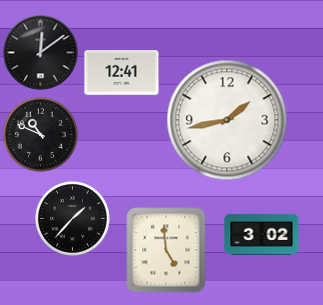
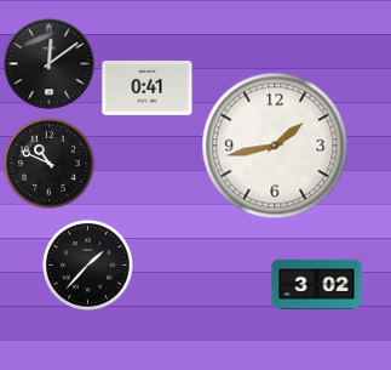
clock at (122, 73): 12:41 -> 0:41
clock at (166, 250): 4:59 -> none
